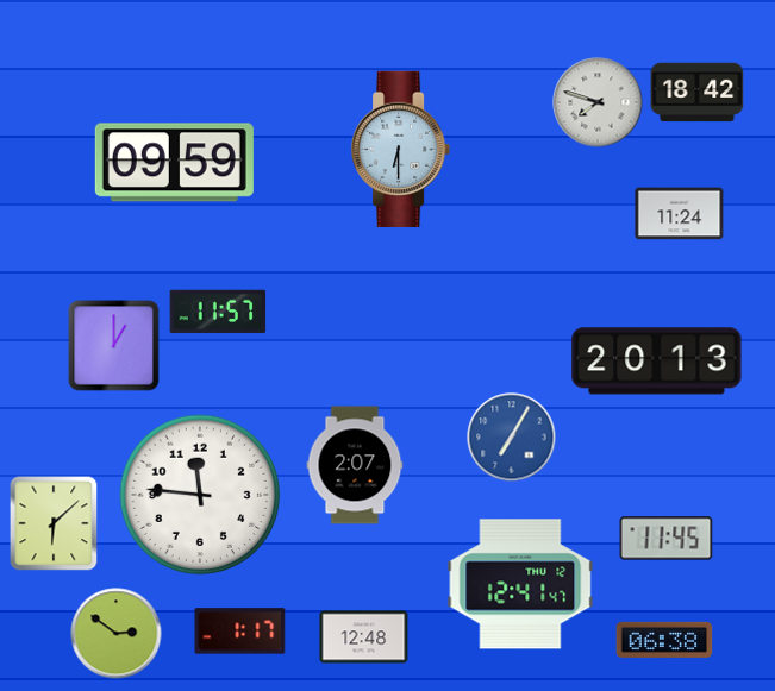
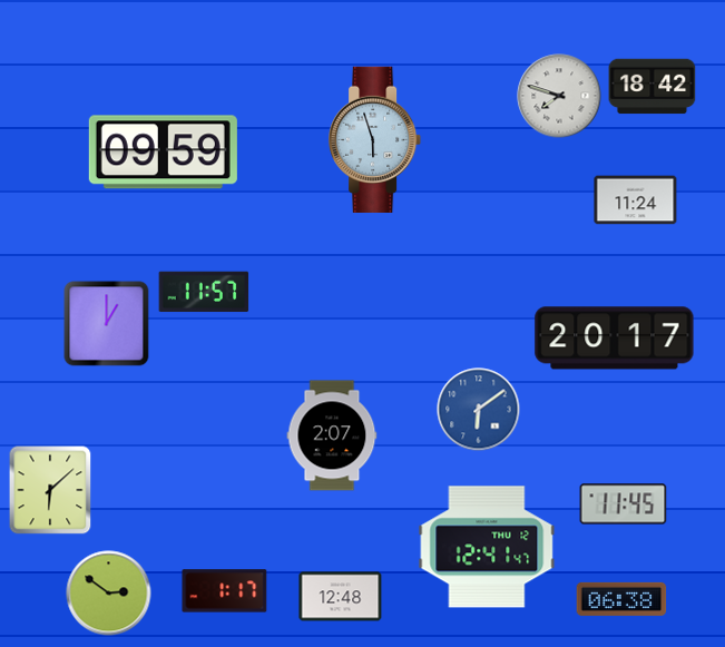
clock at (402, 149): 6:30 -> 5:57
clock at (657, 362): 20:13 -> 20:17
clock at (512, 438): 7:05 -> 6:09
clock at (200, 495): 11:46 -> none
